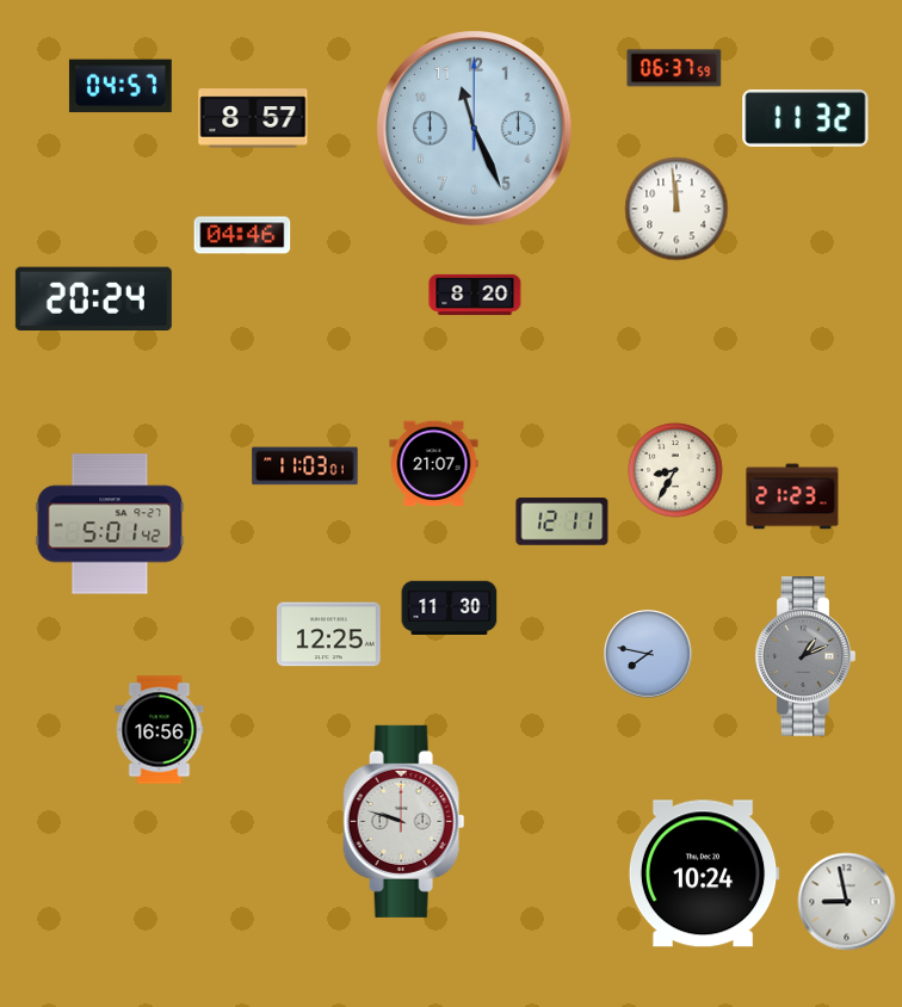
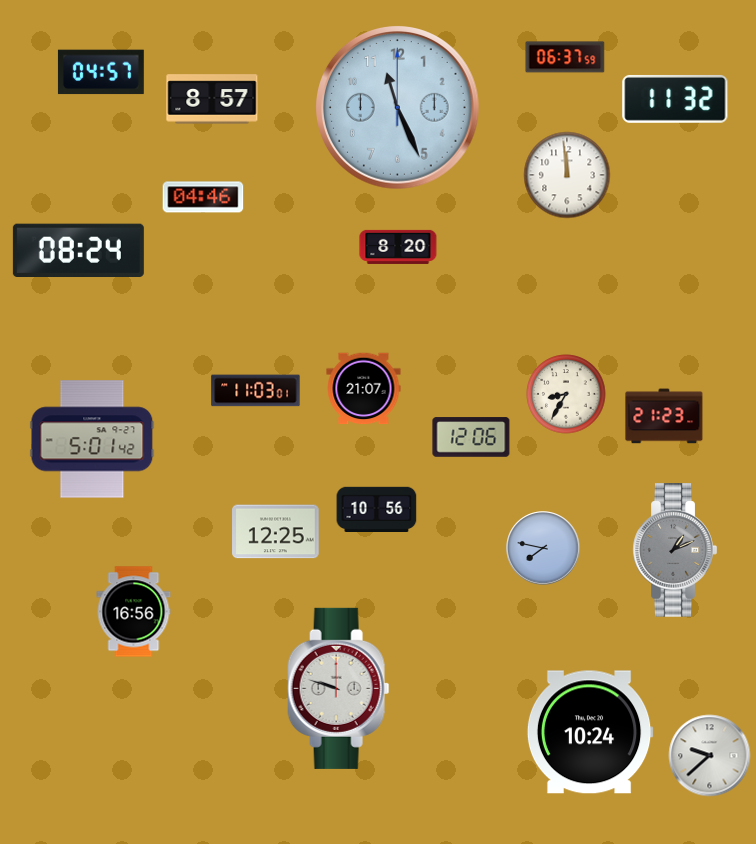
clock at (93, 299): 20:24 -> 08:24
clock at (562, 521): 12:11 -> 12:06
clock at (450, 607): 11:30 -> 10:56
clock at (847, 902): 8:58 -> 9:38
